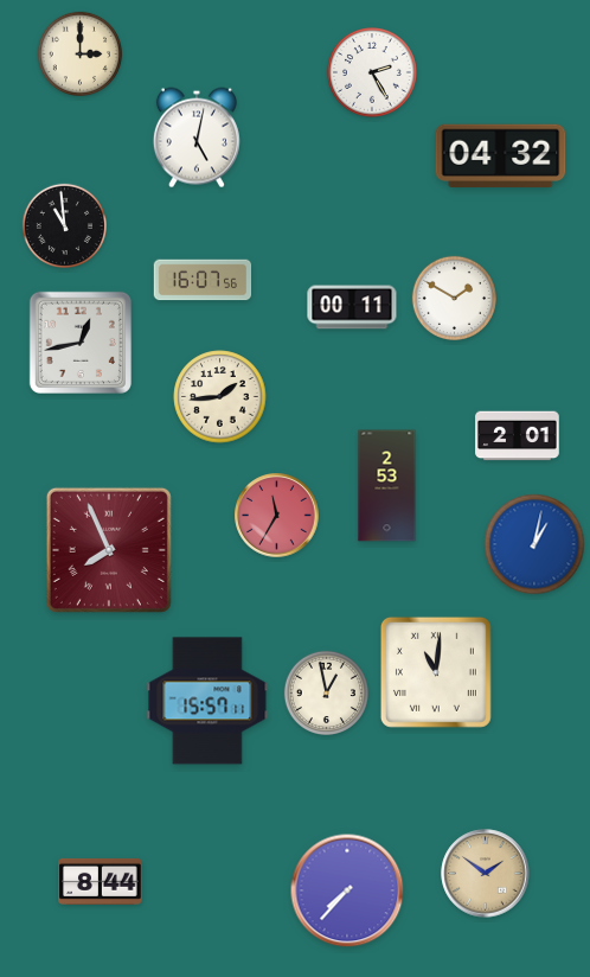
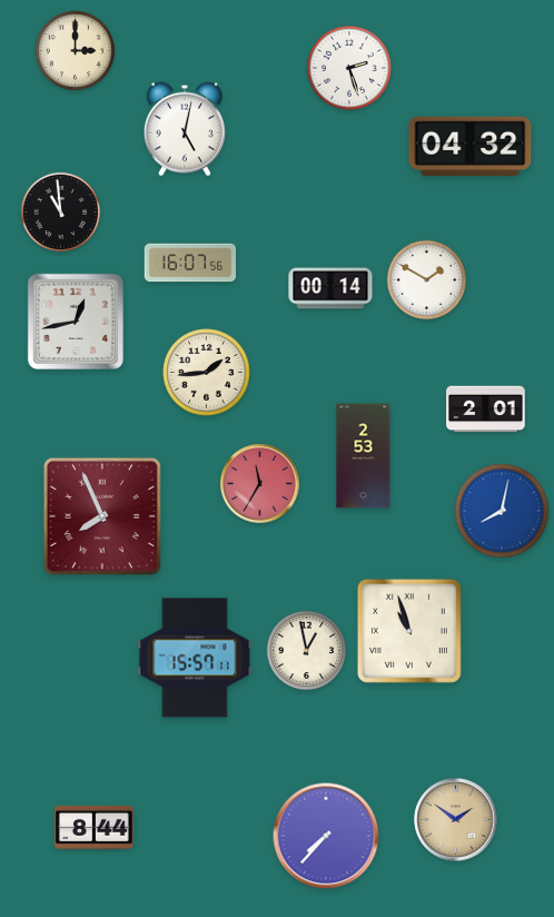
clock at (373, 74): 2:25 -> 2:27
clock at (352, 307): 00:11 -> 00:14
clock at (534, 544): 1:02 -> 8:02
clock at (436, 672): 11:01 -> 10:57
